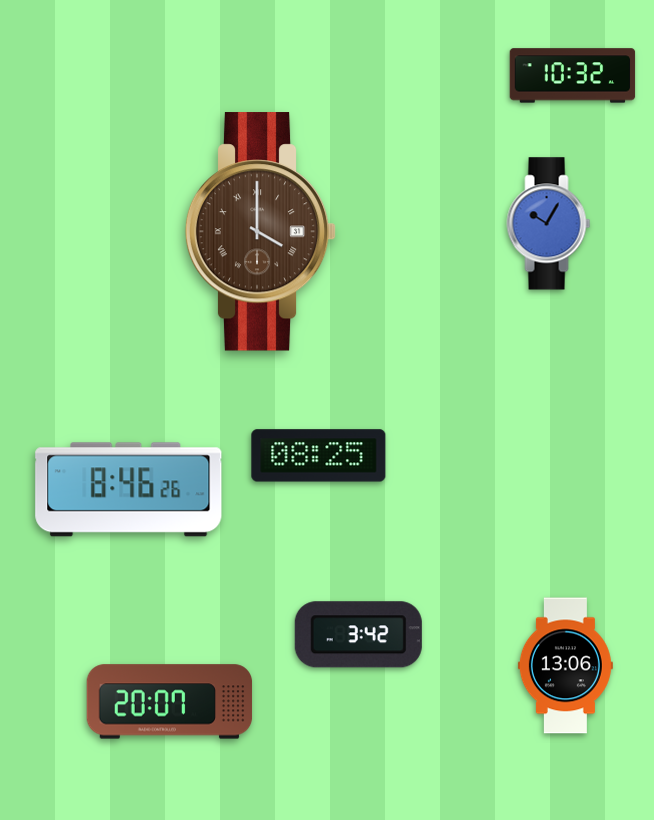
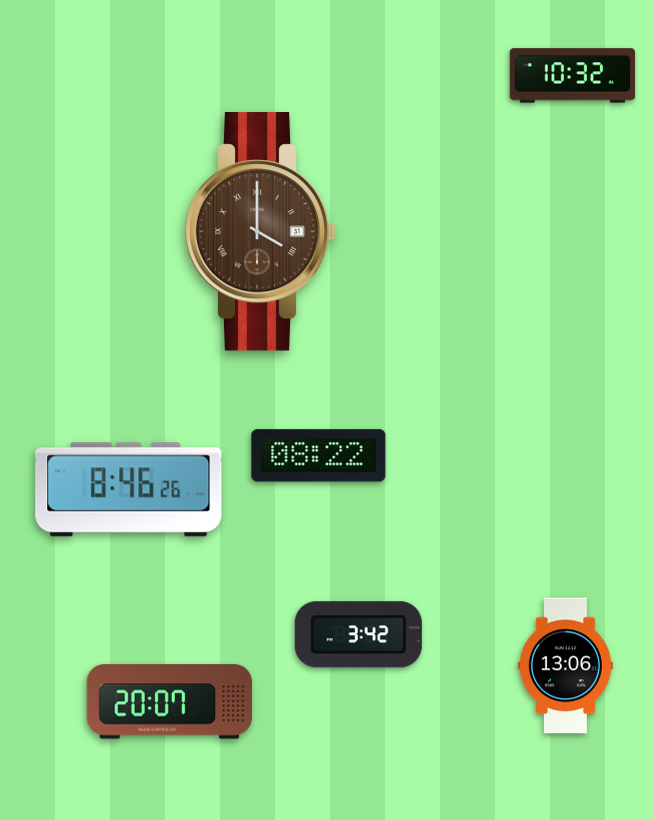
clock at (549, 224): 10:05 -> none
clock at (319, 456): 08:25 -> 08:22
